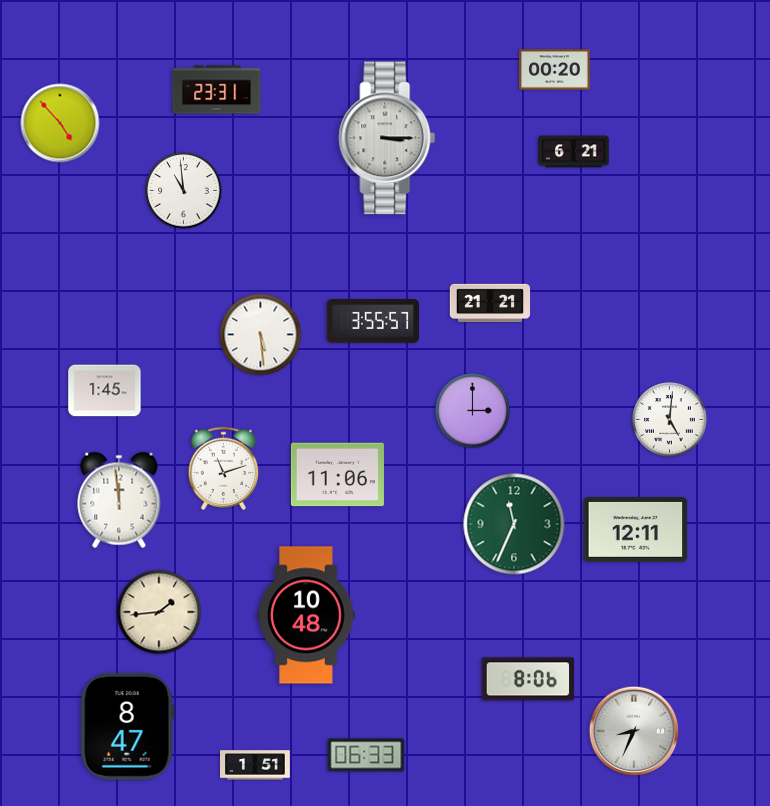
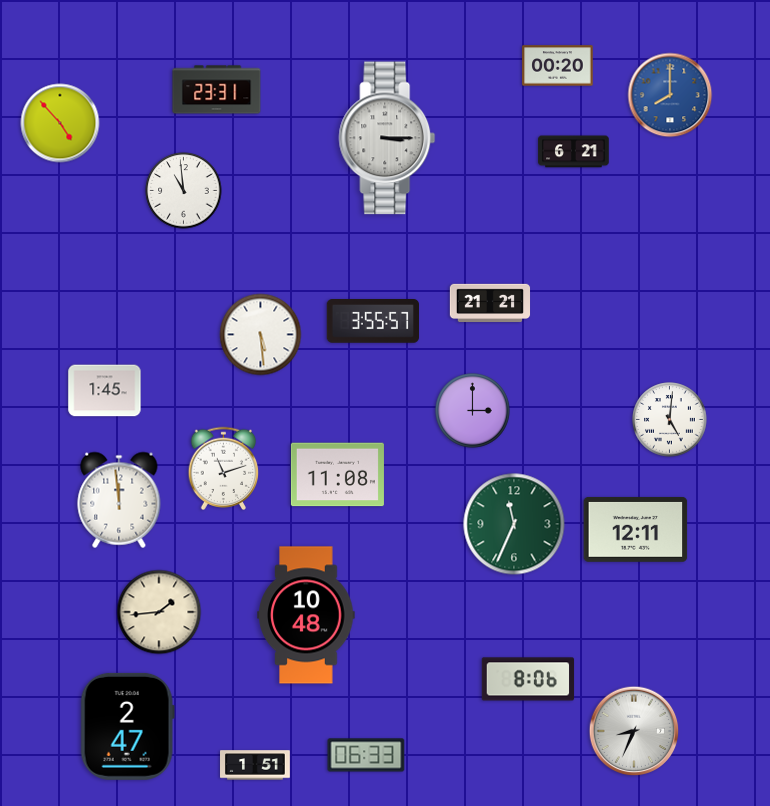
clock at (555, 70) position: (555, 70) -> (558, 66)
clock at (670, 95): none -> 8:00
clock at (337, 475): 11:06 -> 11:08
clock at (127, 726): 8:47 -> 2:47
